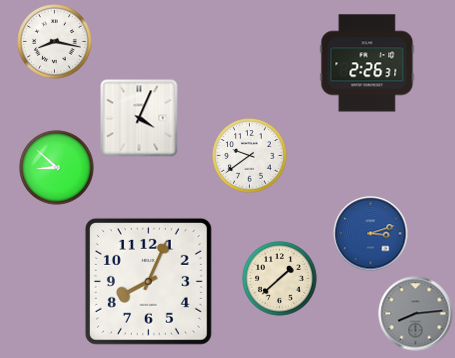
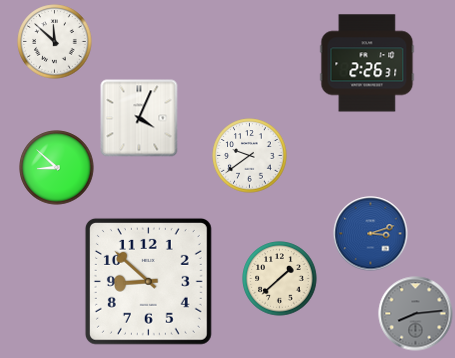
clock at (55, 42): 8:17 -> 11:52
clock at (148, 281): 8:04 -> 8:52
